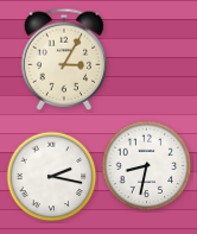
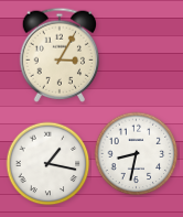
clock at (52, 177): 2:17 -> 1:17
